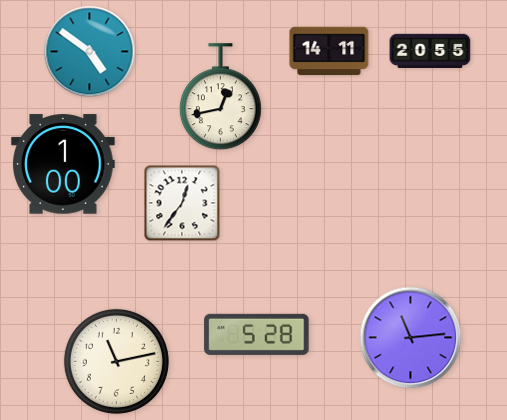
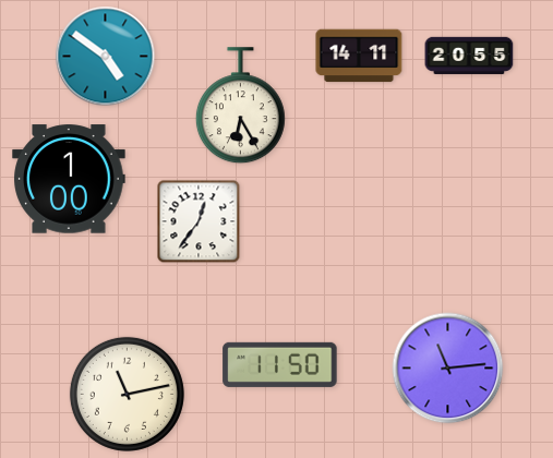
clock at (90, 52) position: (90, 52) -> (106, 57)
clock at (220, 97): 12:43 -> 6:25
clock at (257, 334): 5:28 -> 11:50
